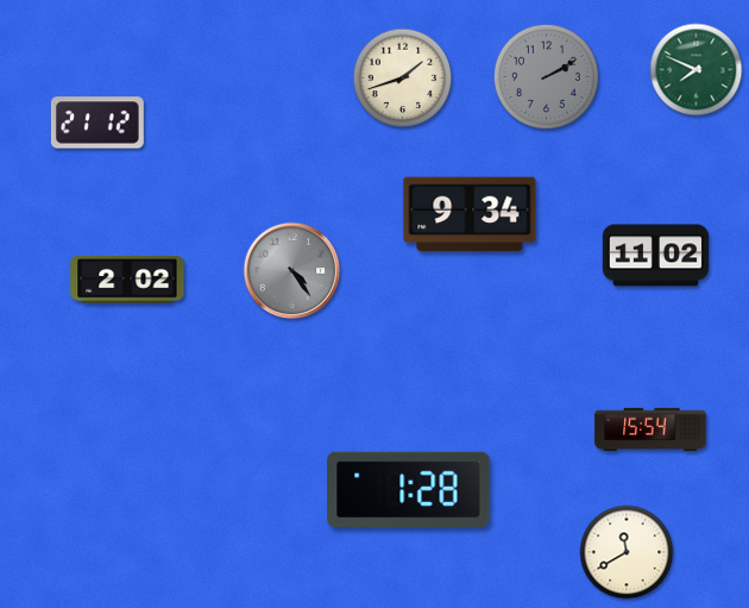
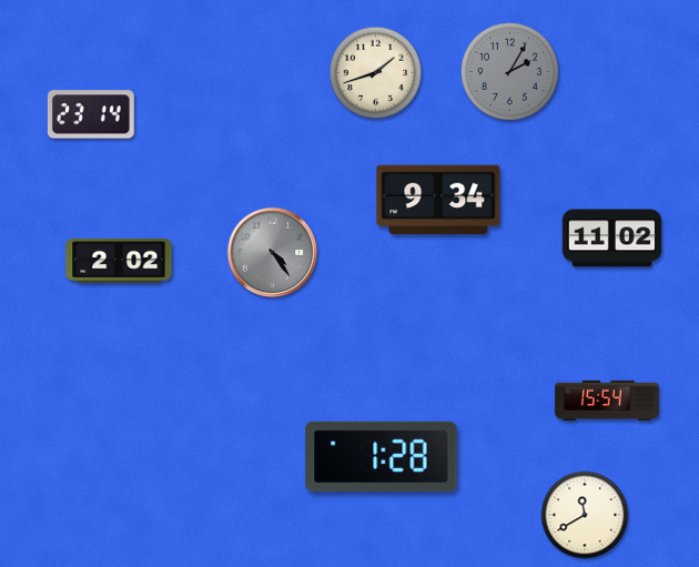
clock at (697, 70): 7:49 -> none
clock at (546, 76): 2:10 -> 2:05
clock at (97, 123): 21:12 -> 23:14
